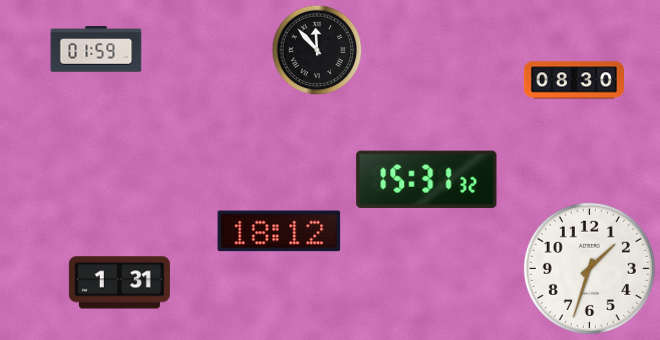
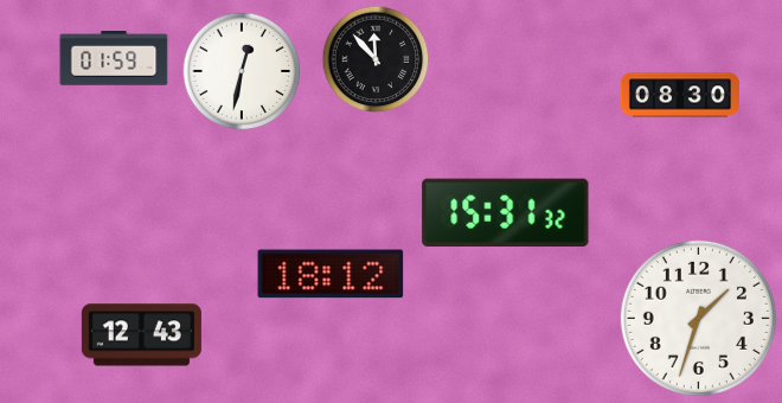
clock at (242, 71): none -> 12:32
clock at (119, 283): 1:31 -> 12:43
